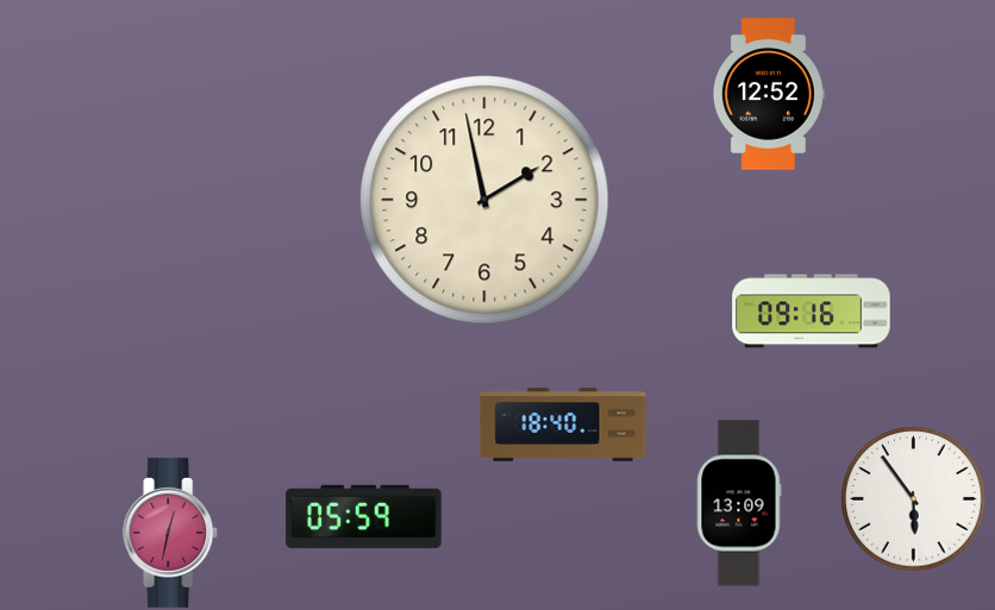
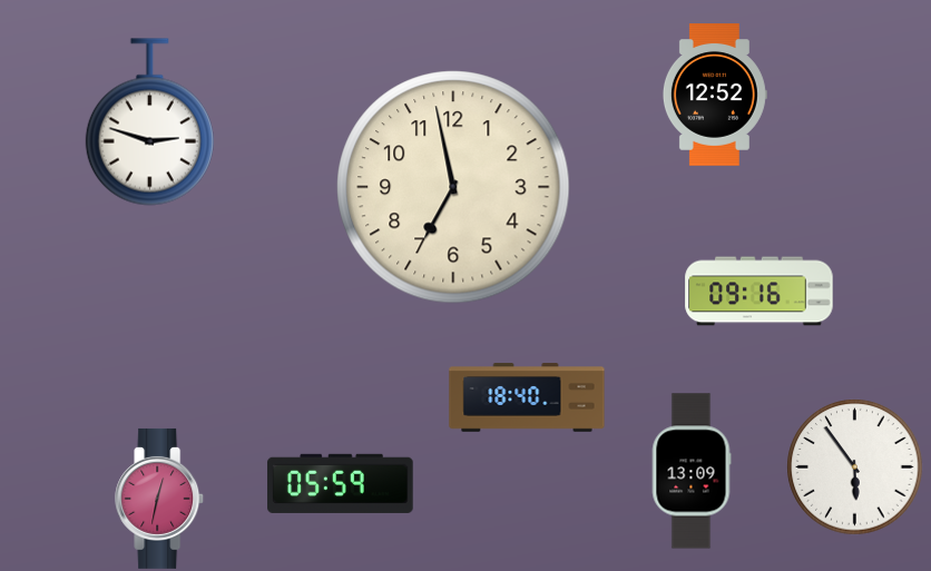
clock at (769, 95) position: (769, 95) -> (715, 96)
clock at (149, 122): none -> 2:48
clock at (484, 200): 1:58 -> 6:58
